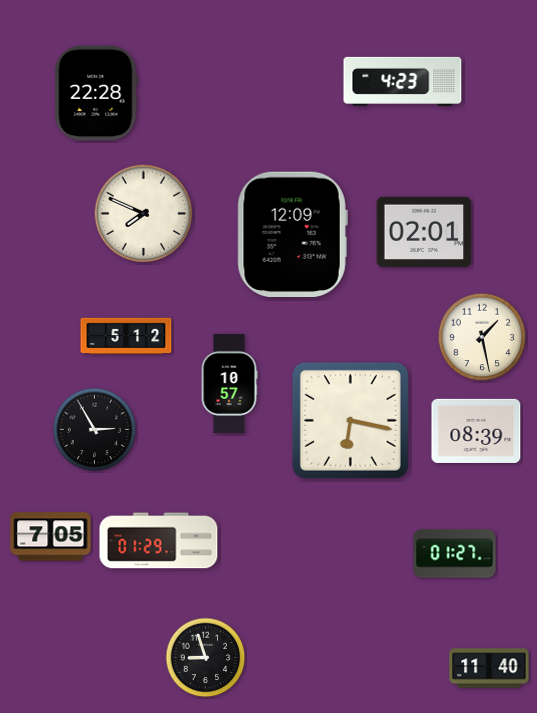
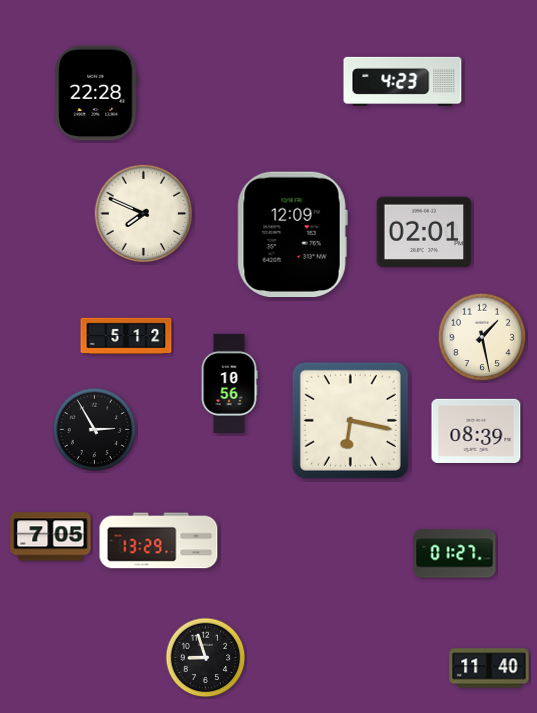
clock at (229, 383): 10:57 -> 10:56
clock at (159, 541): 01:29 -> 13:29
